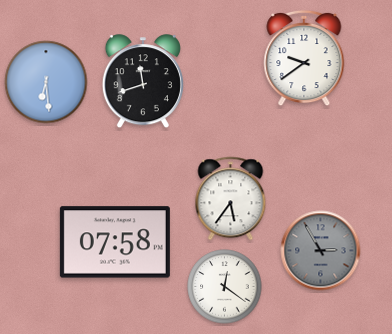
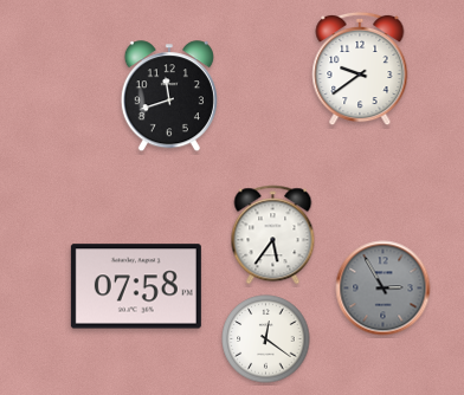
clock at (46, 82): 6:29 -> none
clock at (321, 251) position: (321, 251) -> (384, 289)
